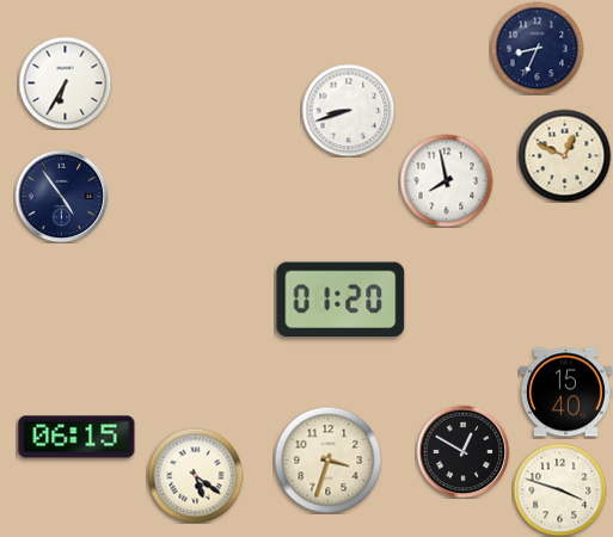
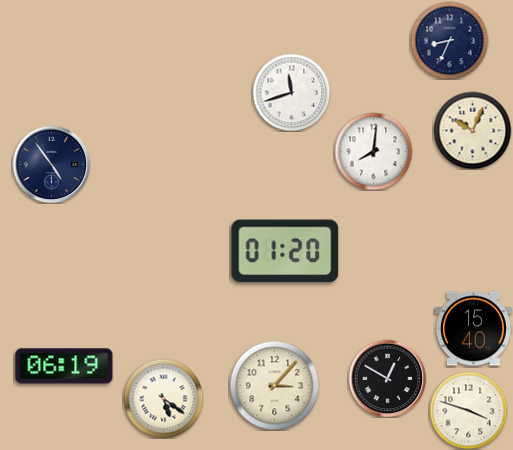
clock at (65, 82): 6:35 -> none
clock at (348, 110): 8:42 -> 11:42
clock at (564, 155): 12:49 -> 10:04
clock at (446, 180): 7:58 -> 8:01
clock at (76, 437): 06:15 -> 06:19
clock at (327, 459): 3:33 -> 3:07
